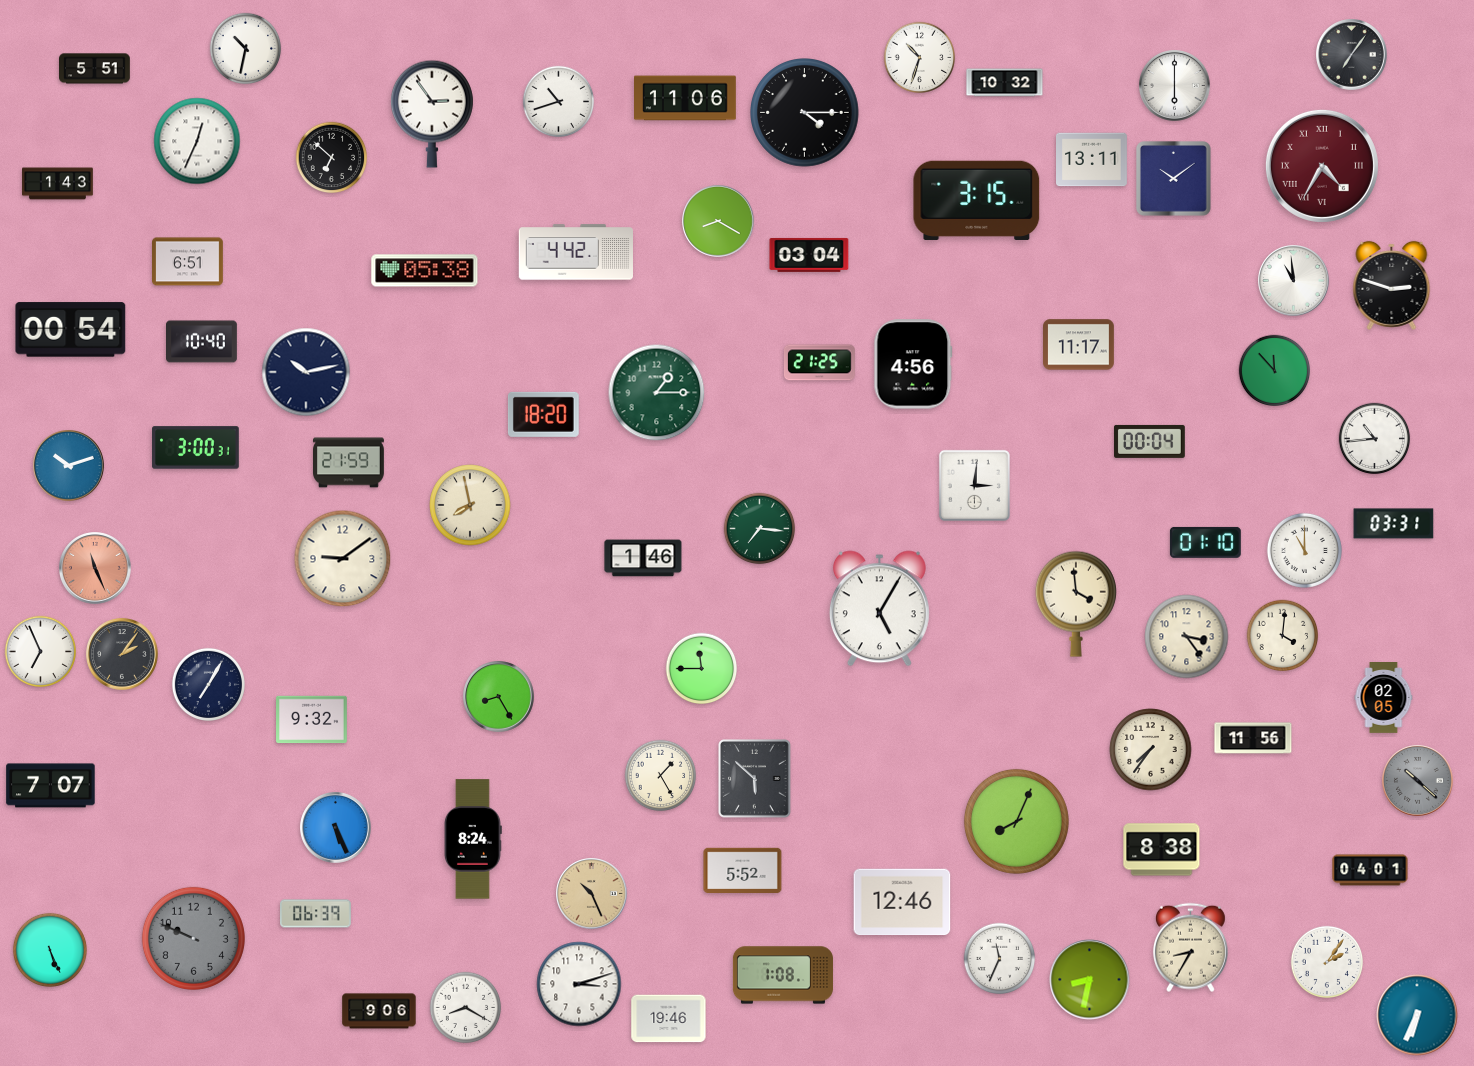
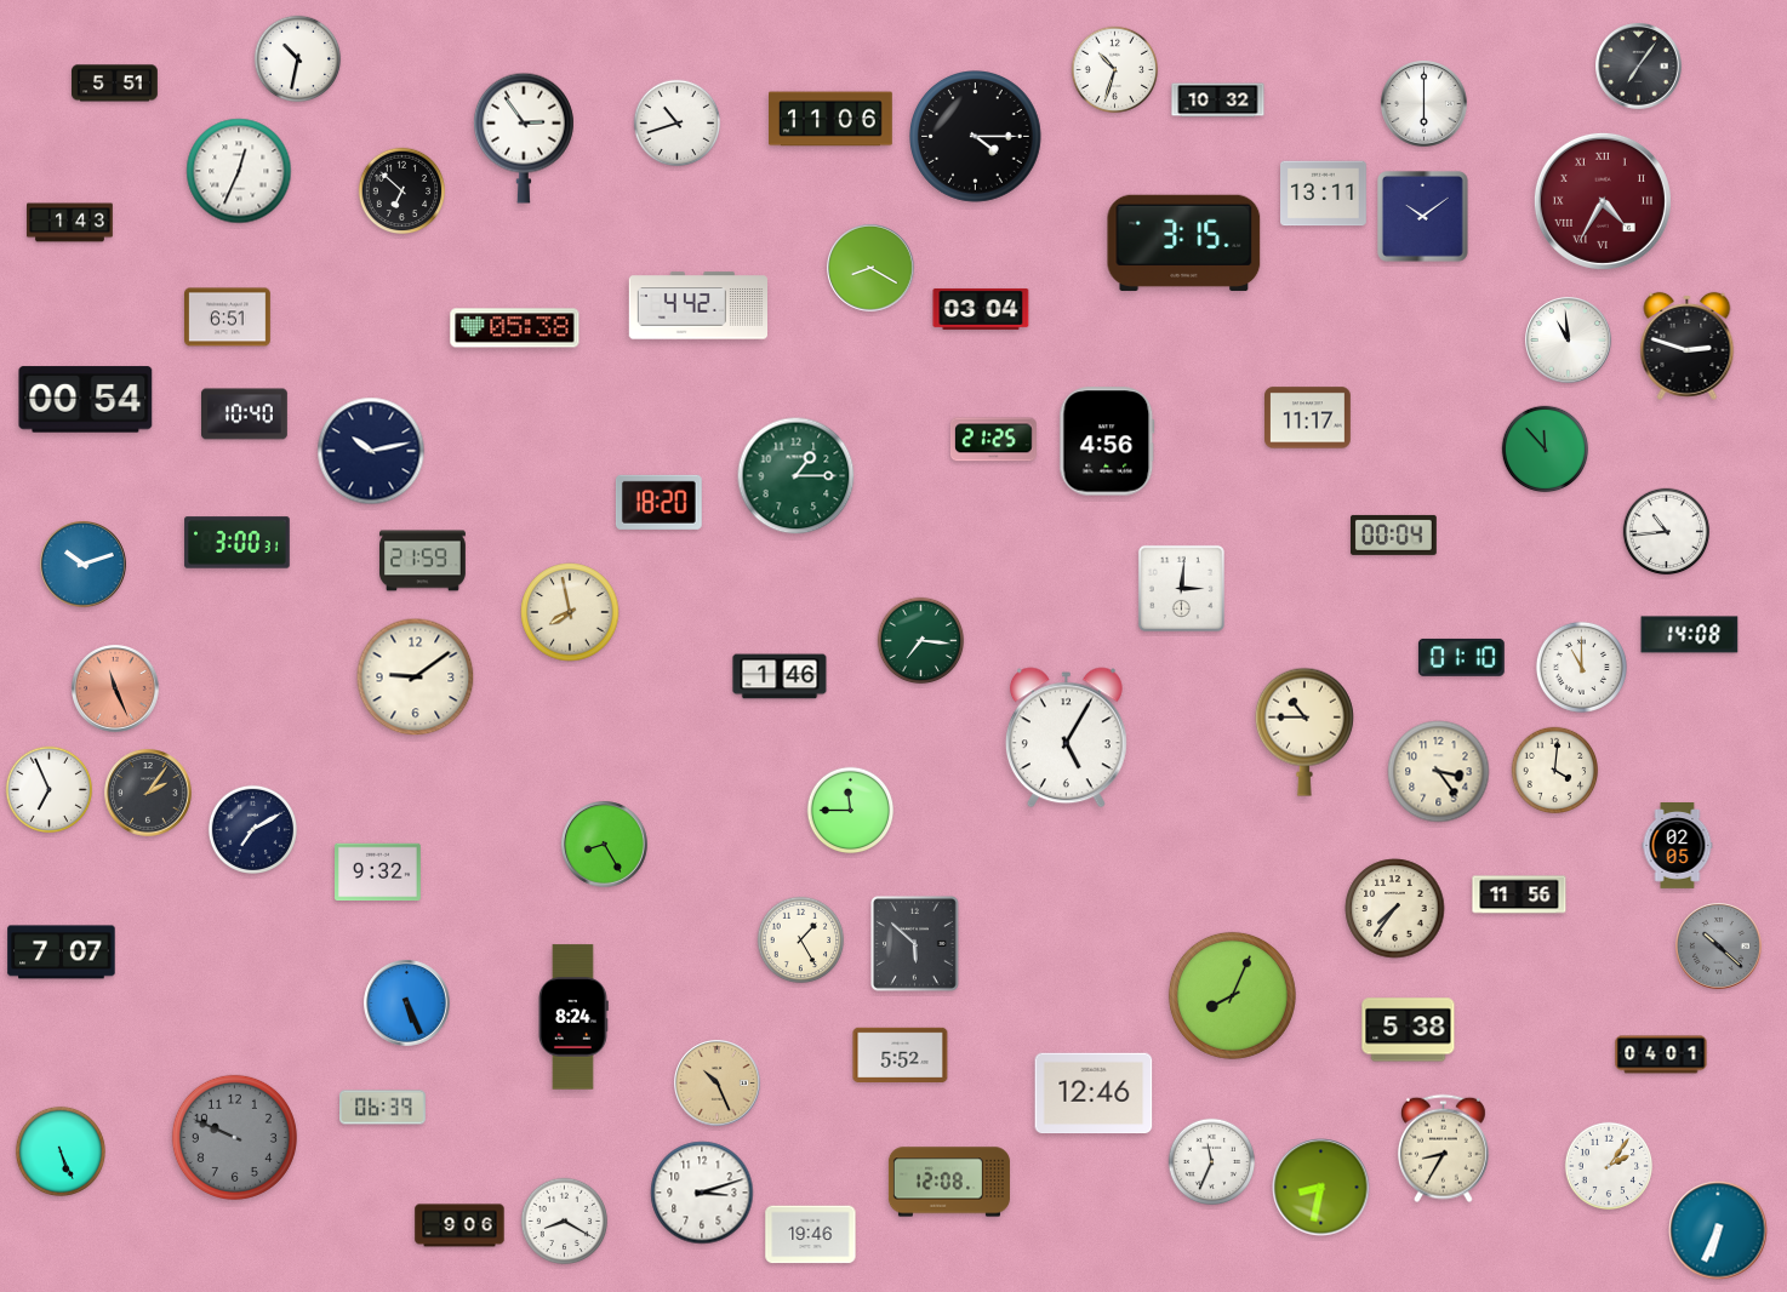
clock at (1394, 524): 03:31 -> 14:08
clock at (1076, 604): 3:59 -> 10:45
clock at (208, 684): 7:05 -> 7:10
clock at (1162, 850): 8:38 -> 5:38
clock at (783, 975): 1:08 -> 12:08
